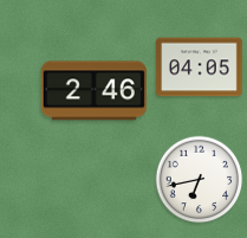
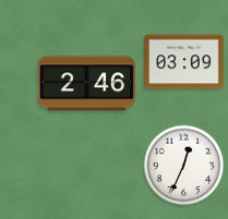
clock at (200, 67): 04:05 -> 03:09
clock at (200, 180): 6:43 -> 12:34
